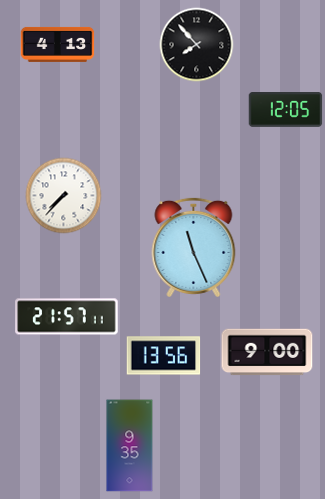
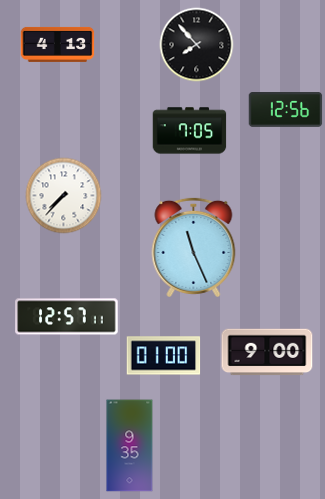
clock at (286, 110): 12:05 -> 12:56
clock at (190, 131): none -> 7:05
clock at (67, 317): 21:57 -> 12:57
clock at (164, 356): 13:56 -> 01:00
